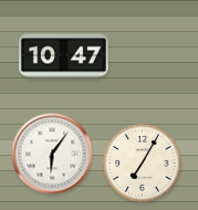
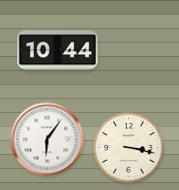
clock at (64, 56): 10:47 -> 10:44
clock at (143, 164): 7:05 -> 3:17
